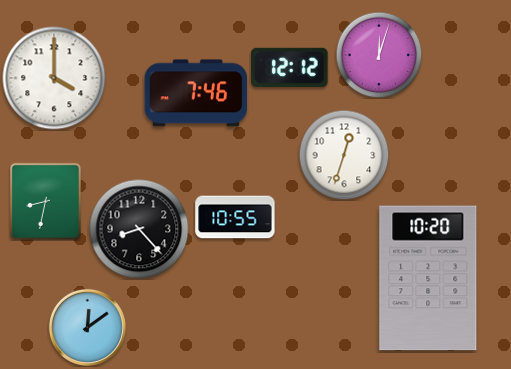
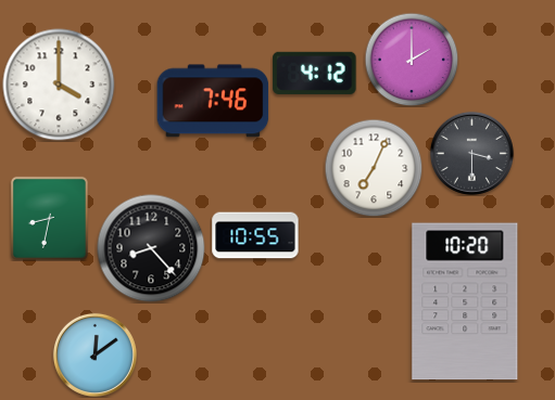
clock at (379, 55): 12:03 -> 2:00
clock at (290, 67): 12:12 -> 4:12
clock at (471, 153): none -> 3:30
clock at (344, 155): 12:33 -> 7:04
